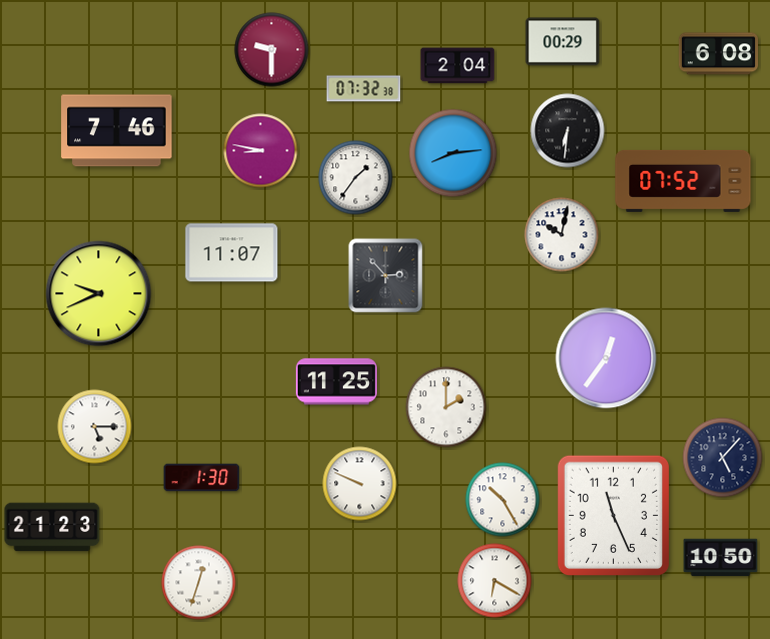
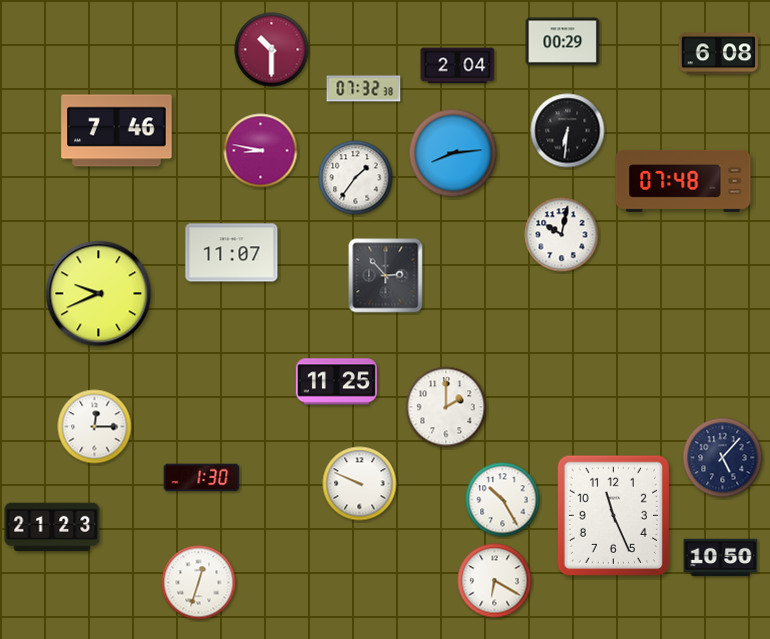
clock at (272, 50): 9:30 -> 10:30
clock at (683, 181): 07:52 -> 07:48
clock at (606, 358): 12:36 -> none
clock at (95, 427): 5:15 -> 12:15
